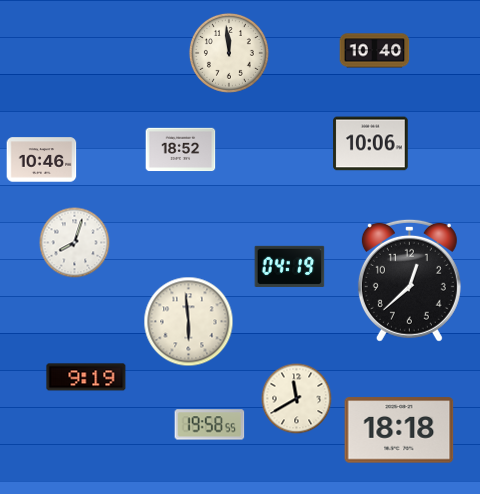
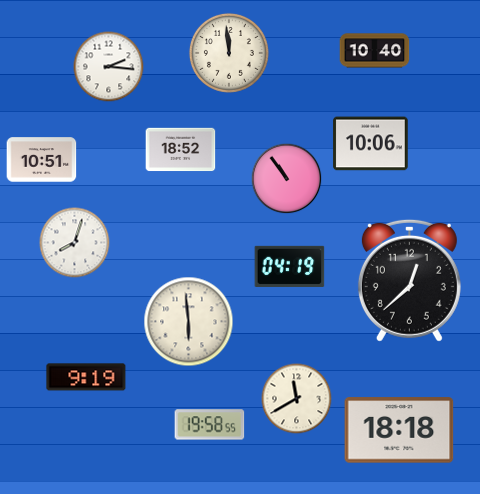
clock at (109, 67): none -> 2:16
clock at (42, 160): 10:46 -> 10:51
clock at (287, 179): none -> 10:54
